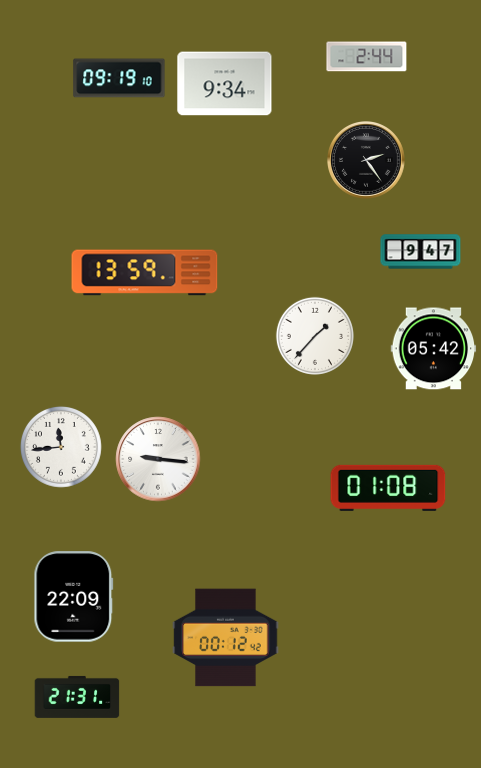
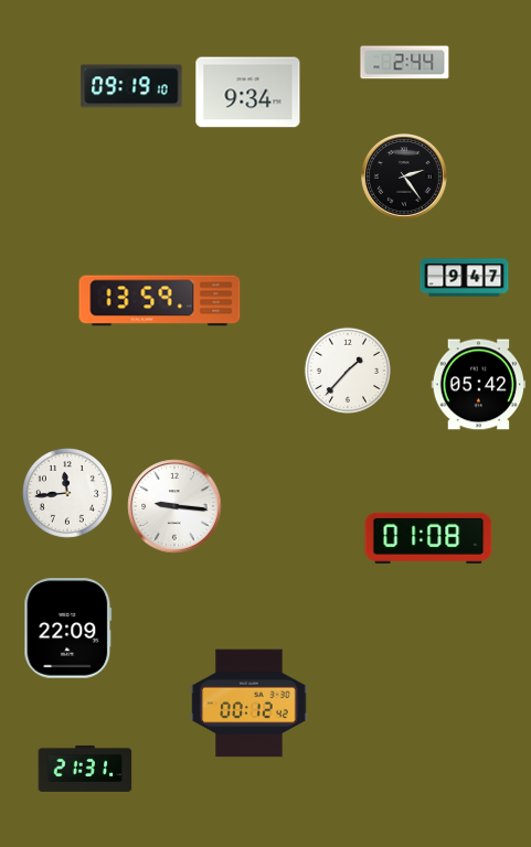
clock at (74, 597) position: (74, 597) -> (68, 629)
